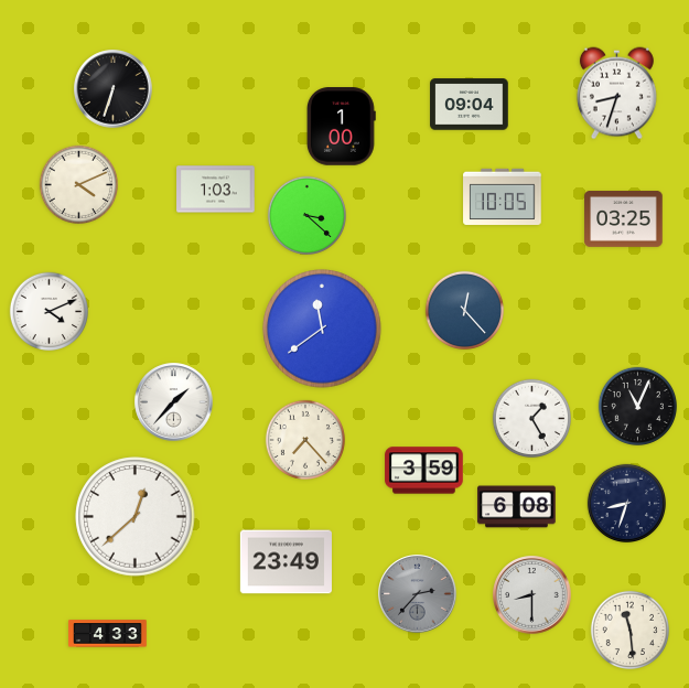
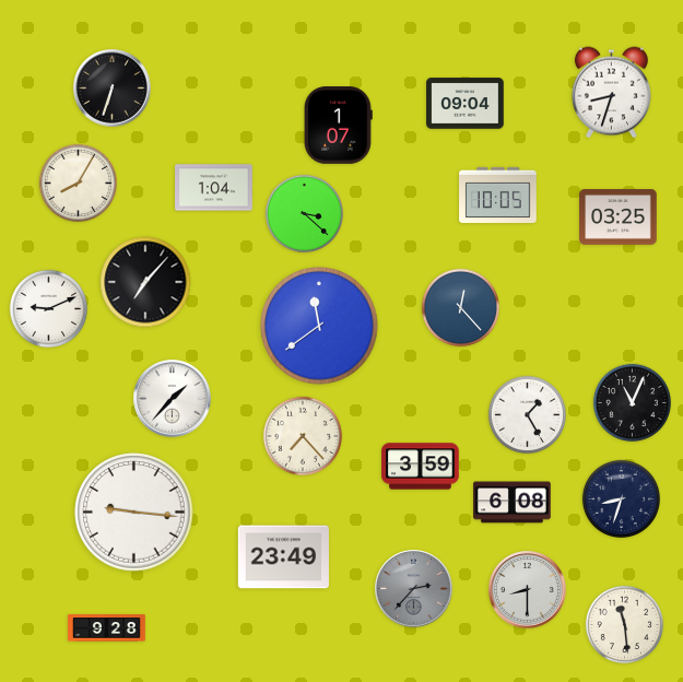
clock at (341, 127): 1:00 -> 1:07
clock at (78, 184): 4:11 -> 8:05
clock at (216, 190): 1:03 -> 1:04
clock at (145, 282): none -> 7:07
clock at (49, 311): 4:11 -> 9:11
clock at (136, 517): 12:38 -> 9:16
clock at (108, 634): 4:33 -> 9:28
